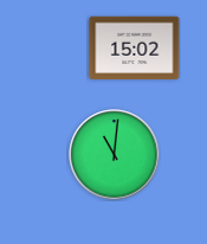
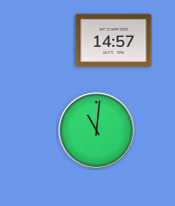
clock at (135, 49): 15:02 -> 14:57
